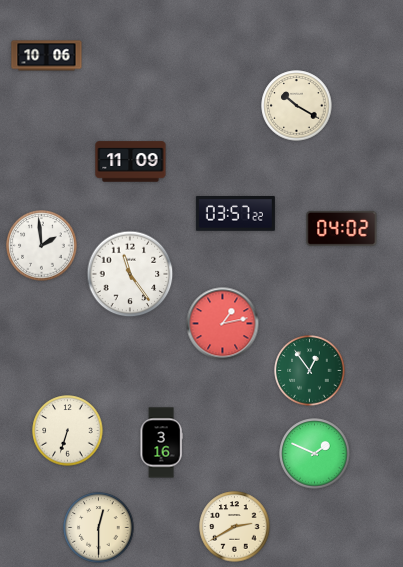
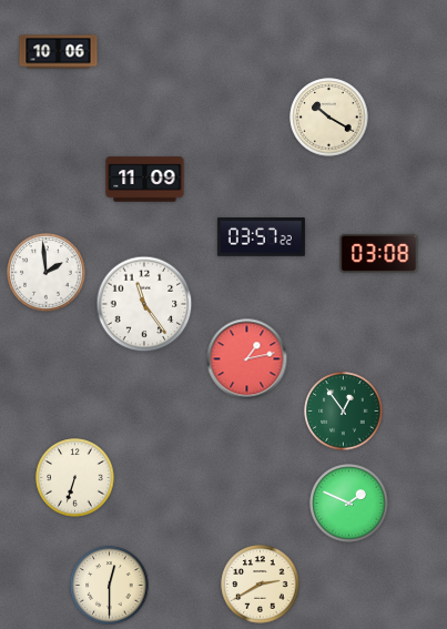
clock at (47, 56) position: (47, 56) -> (59, 52)
clock at (342, 228): 04:02 -> 03:08
clock at (161, 443): 3:16 -> none
